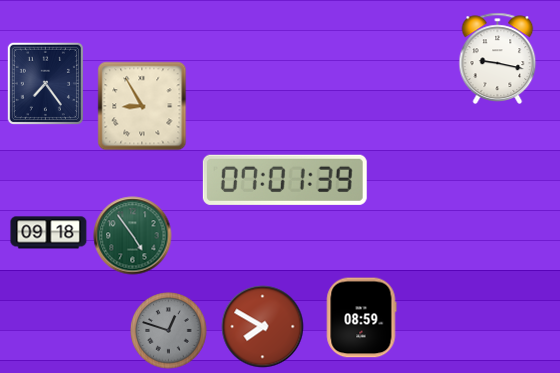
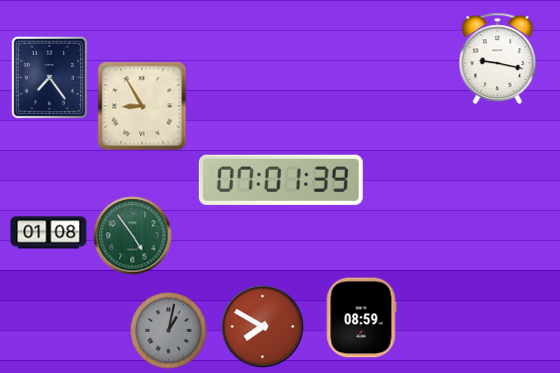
clock at (45, 83) position: (45, 83) -> (49, 77)
clock at (285, 180) position: (285, 180) -> (281, 180)
clock at (49, 233): 09:18 -> 01:08
clock at (169, 331): 12:48 -> 1:02
